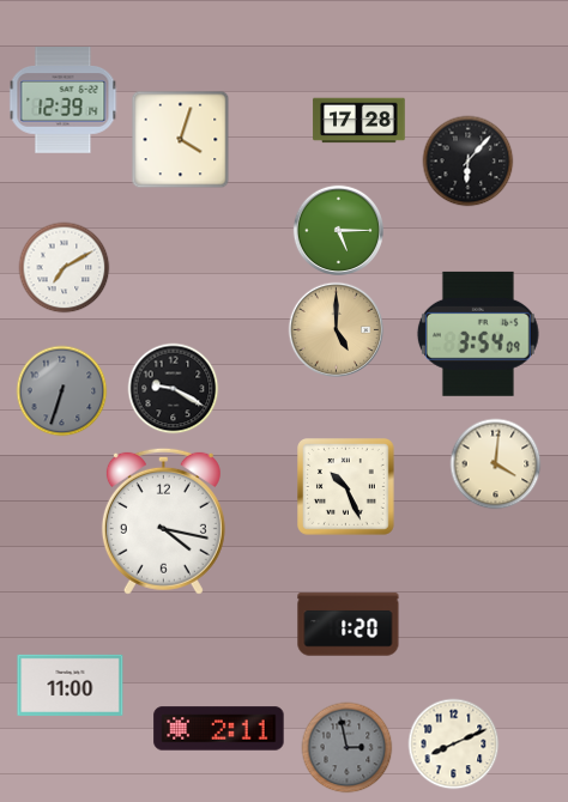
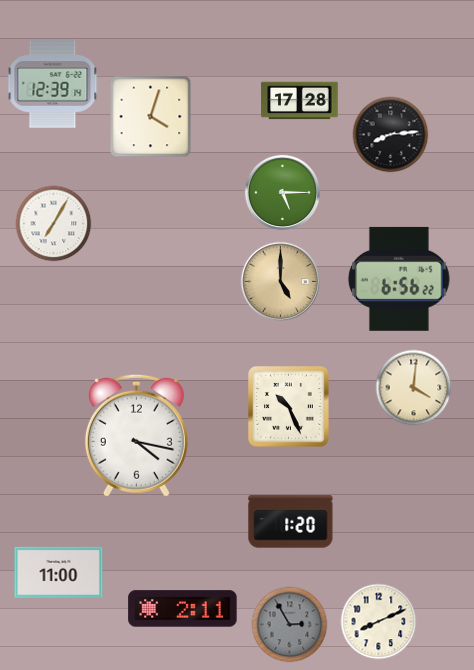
clock at (469, 162): 6:07 -> 8:14
clock at (65, 268): 7:10 -> 7:05
clock at (337, 330) position: (337, 330) -> (281, 282)
clock at (478, 334): 3:54 -> 6:56
clock at (174, 389): 9:20 -> none
clock at (62, 391): 6:33 -> none
clock at (348, 748): 2:58 -> 2:55
